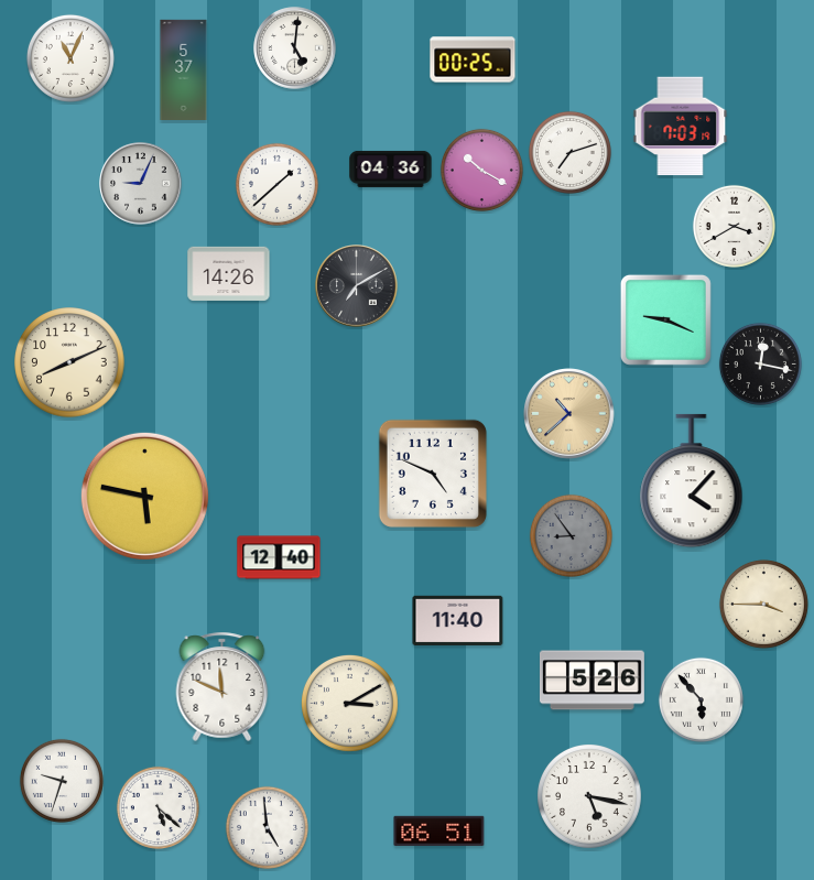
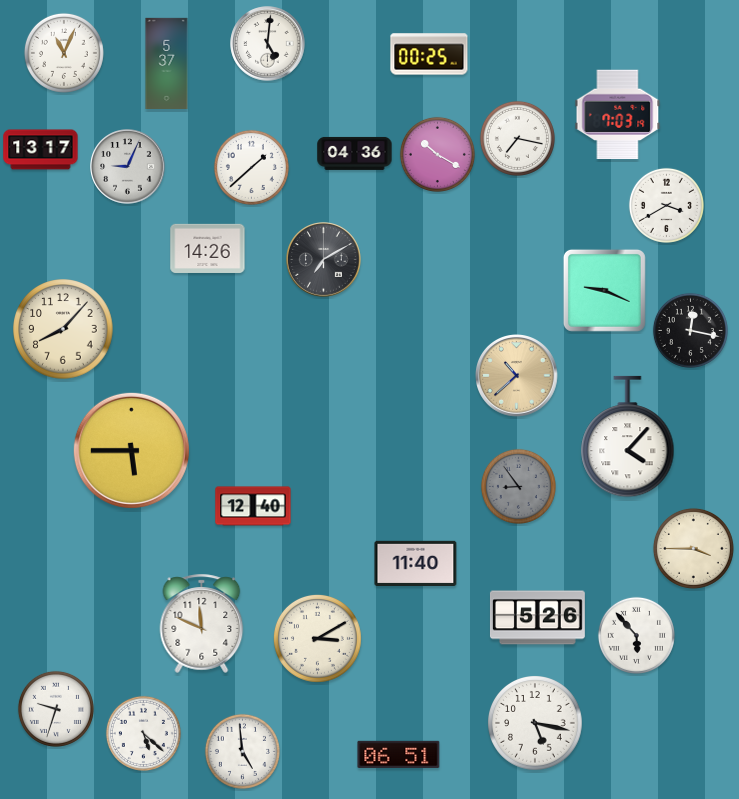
clock at (569, 152): 7:12 -> 7:17
clock at (41, 150): none -> 13:17
clock at (69, 362): 8:11 -> 8:07
clock at (433, 474): 4:49 -> none
clock at (144, 496): 5:47 -> 5:45
